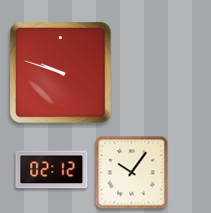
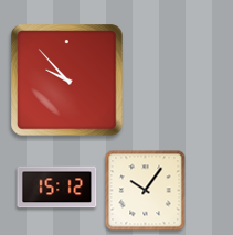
clock at (61, 73): 9:48 -> 9:53
clock at (52, 170): 02:12 -> 15:12
